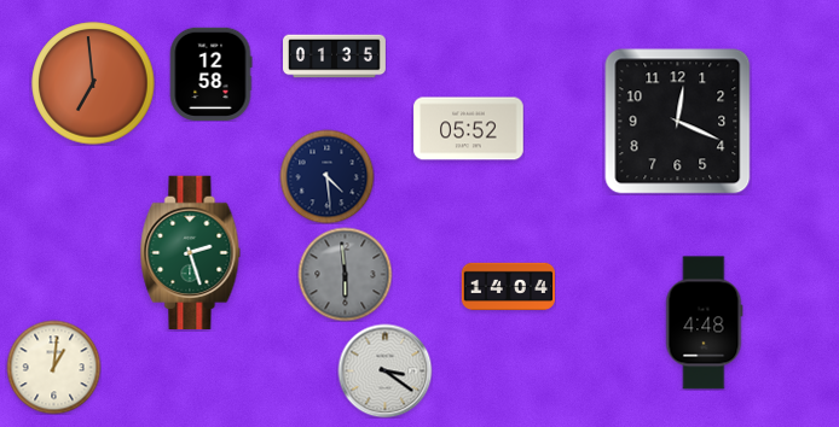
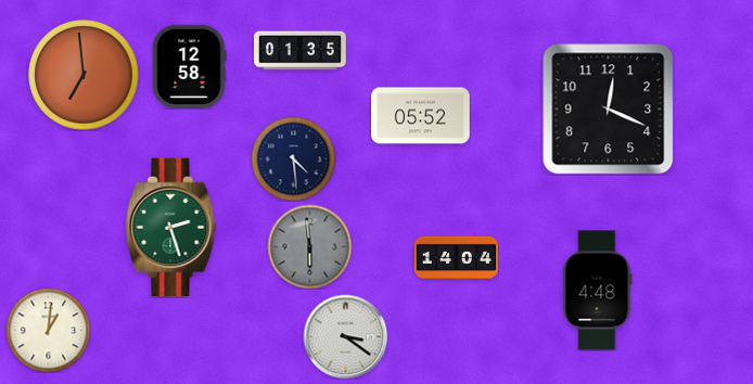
clock at (705, 323) position: (705, 323) -> (598, 291)
clock at (384, 370) position: (384, 370) -> (345, 336)
